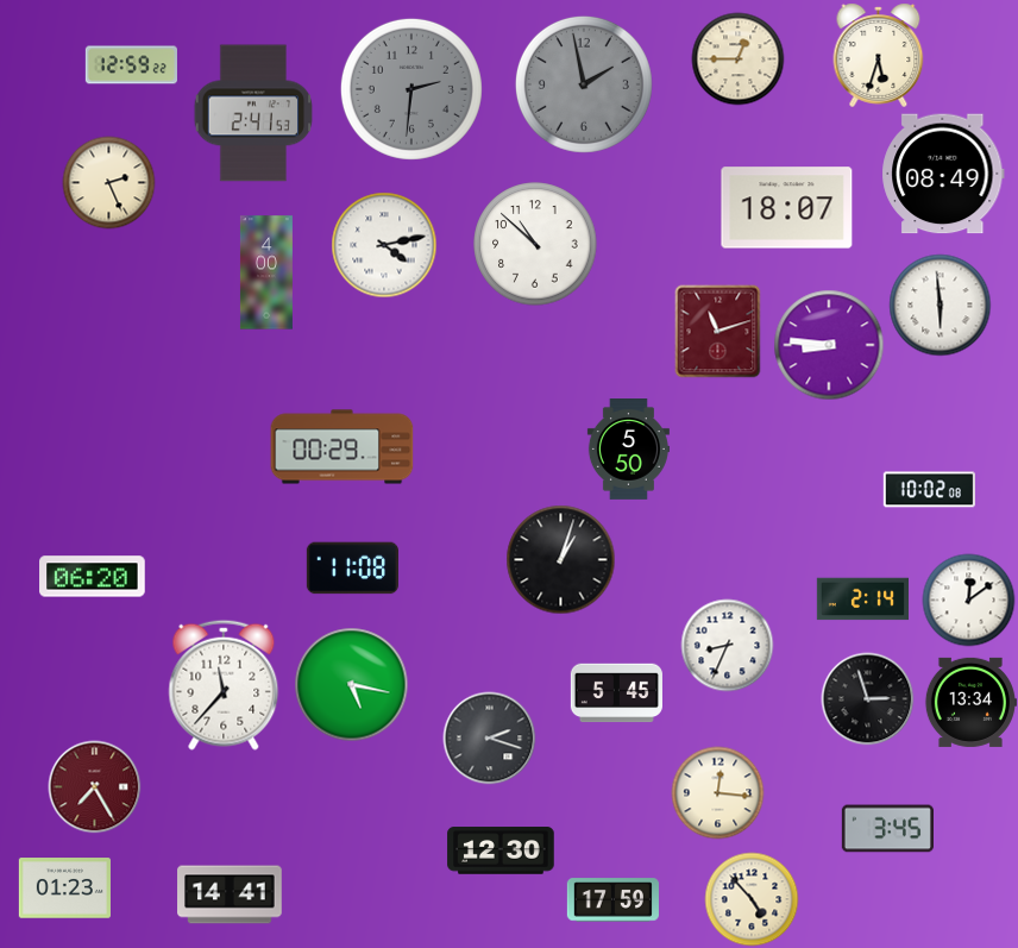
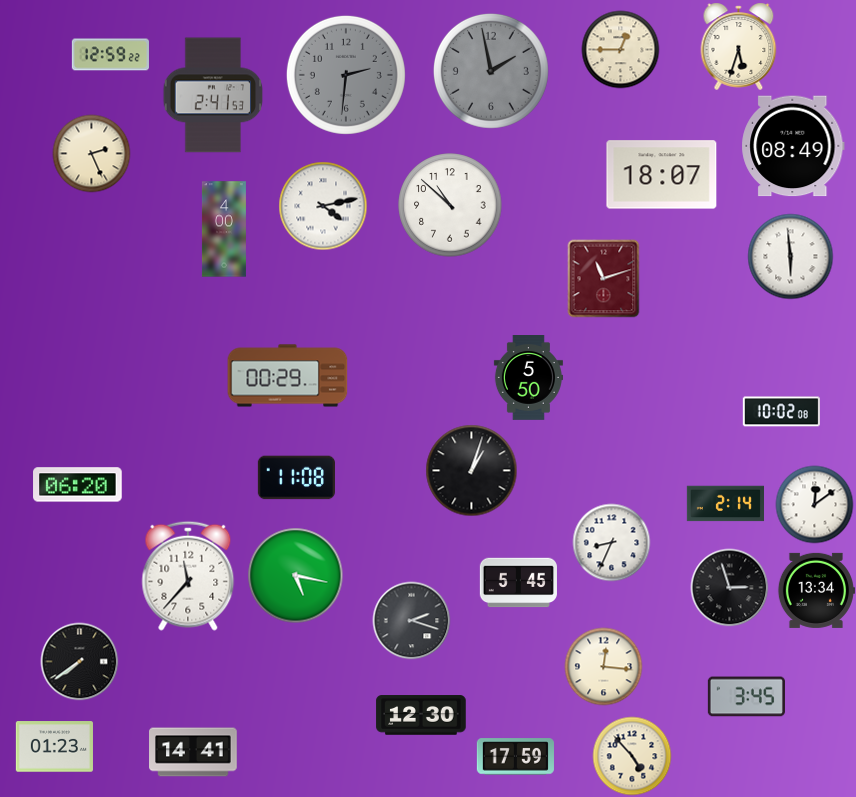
clock at (829, 345): 8:46 -> none
clock at (94, 786): 7:25 -> 7:39
clock at (94, 786) dial: burgundy -> black
